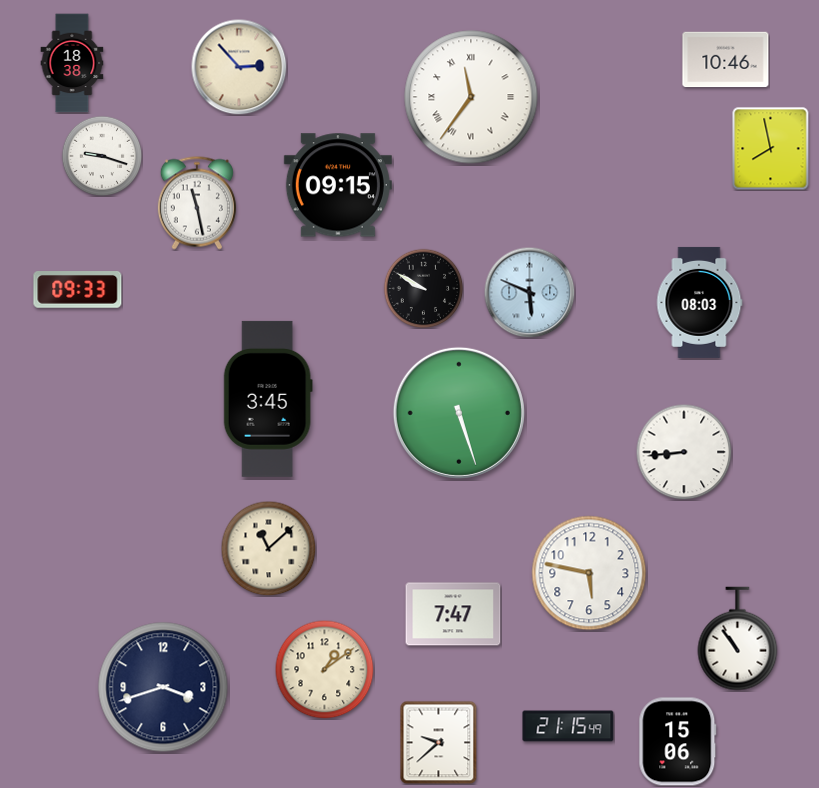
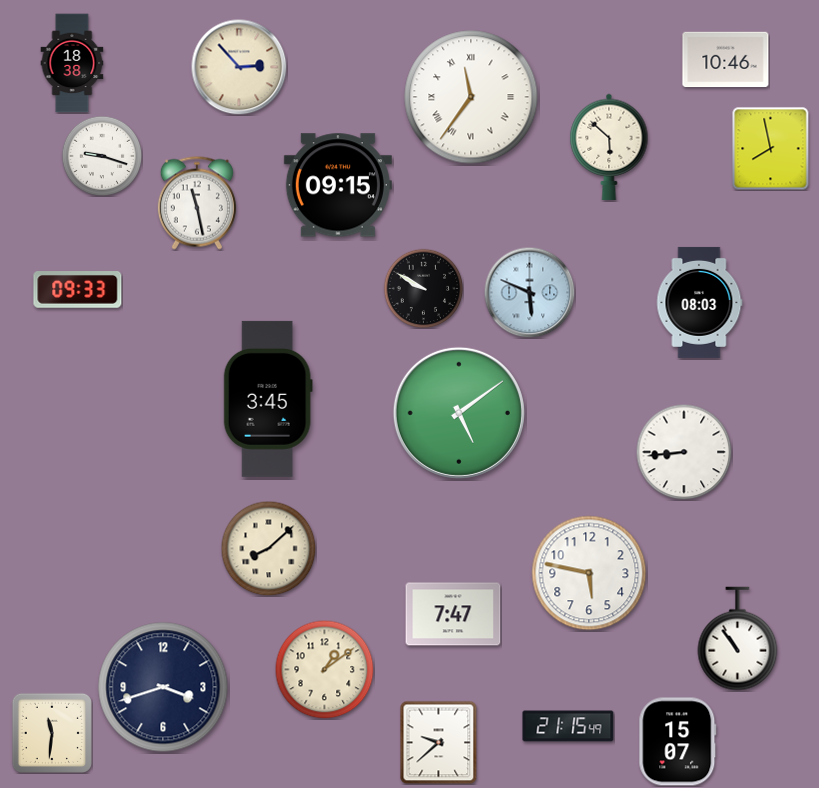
clock at (609, 147): none -> 5:52
clock at (459, 413): 5:27 -> 5:09
clock at (268, 548): 11:08 -> 8:08
clock at (52, 733): none -> 11:31
clock at (678, 742): 15:06 -> 15:07
